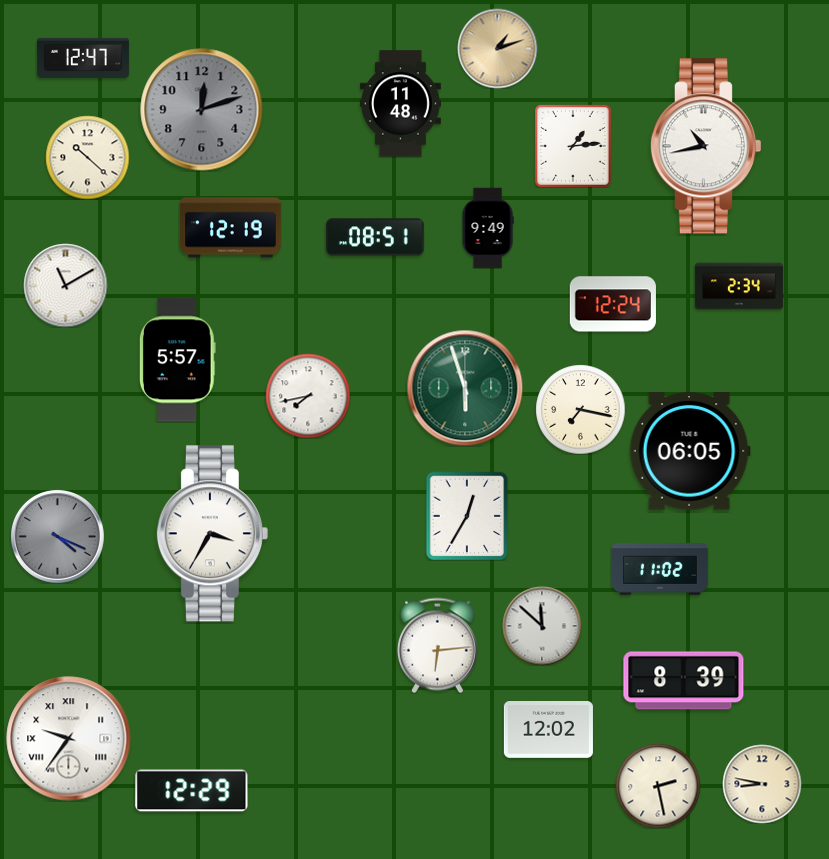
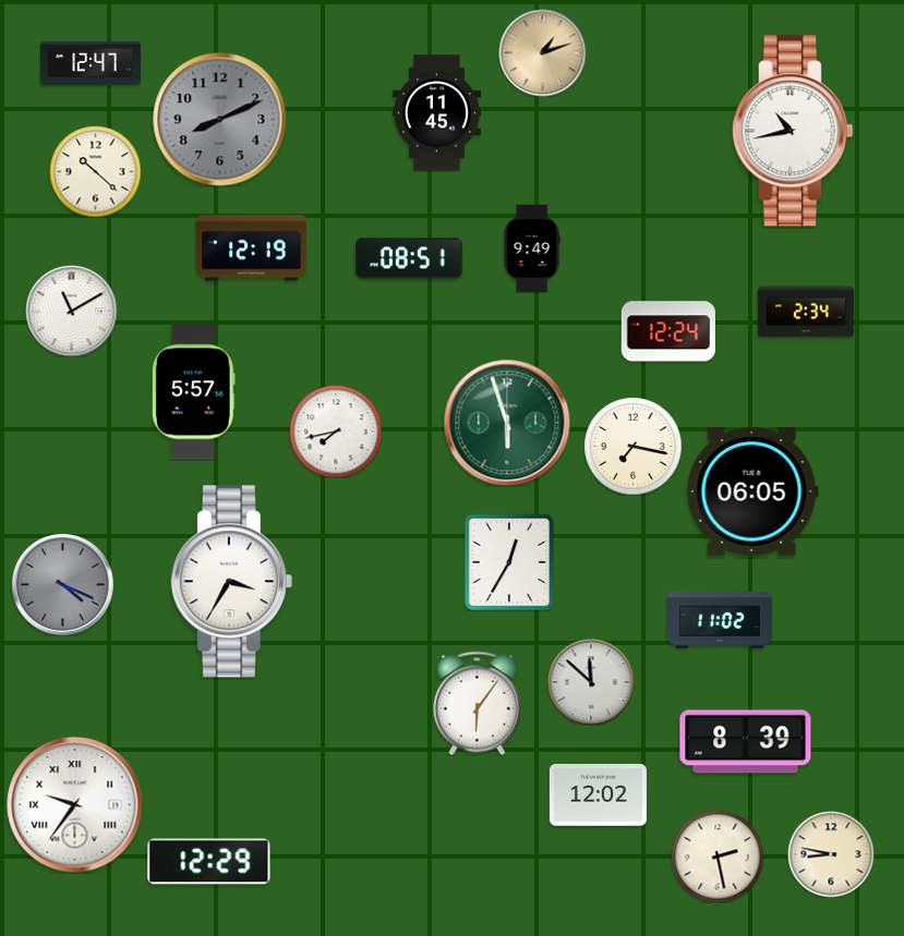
clock at (400, 104): 11:48 -> 11:45
clock at (202, 110): 12:12 -> 8:11
clock at (574, 146): 1:14 -> none
clock at (705, 146) position: (705, 146) -> (792, 131)
clock at (437, 645): 6:14 -> 6:06
